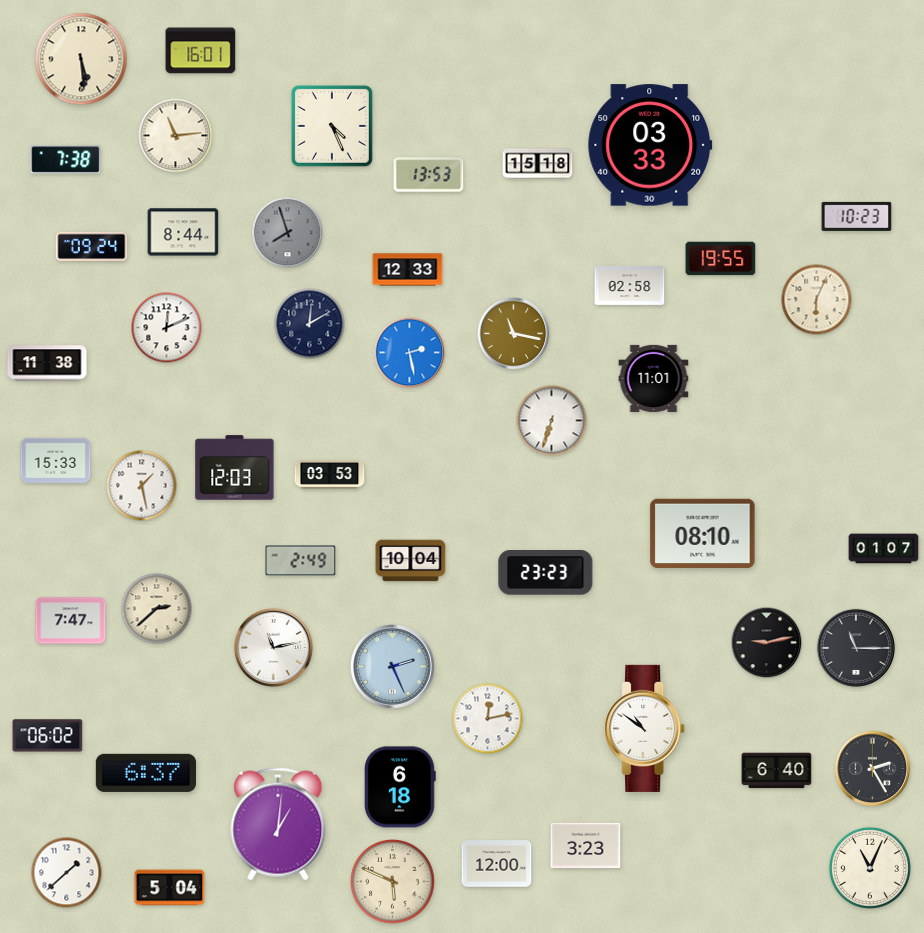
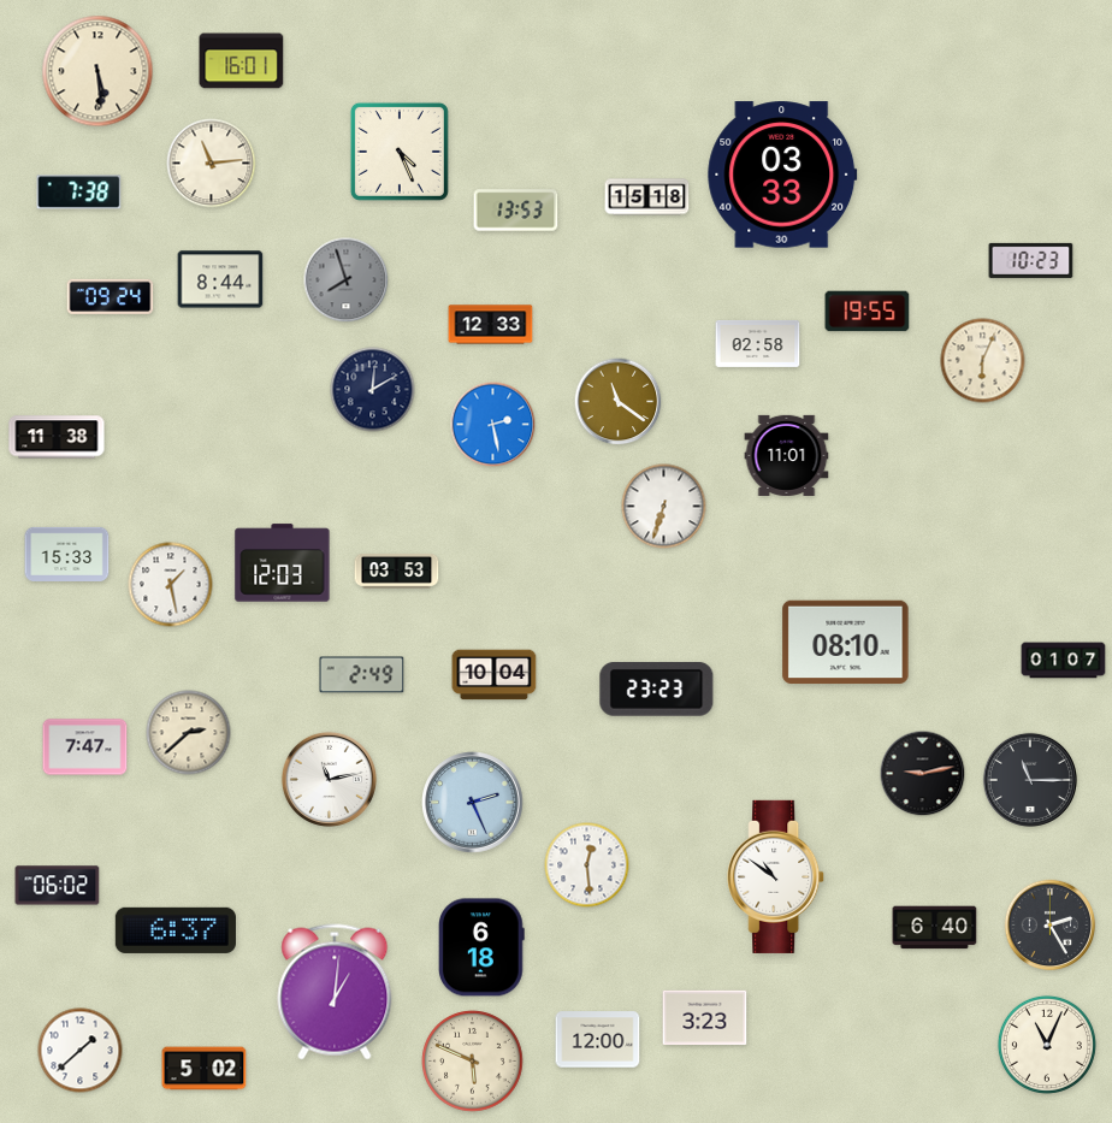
clock at (167, 328): 12:11 -> none
clock at (514, 334): 11:17 -> 11:21
clock at (488, 719): 12:13 -> 12:29
clock at (170, 888): 5:04 -> 5:02
